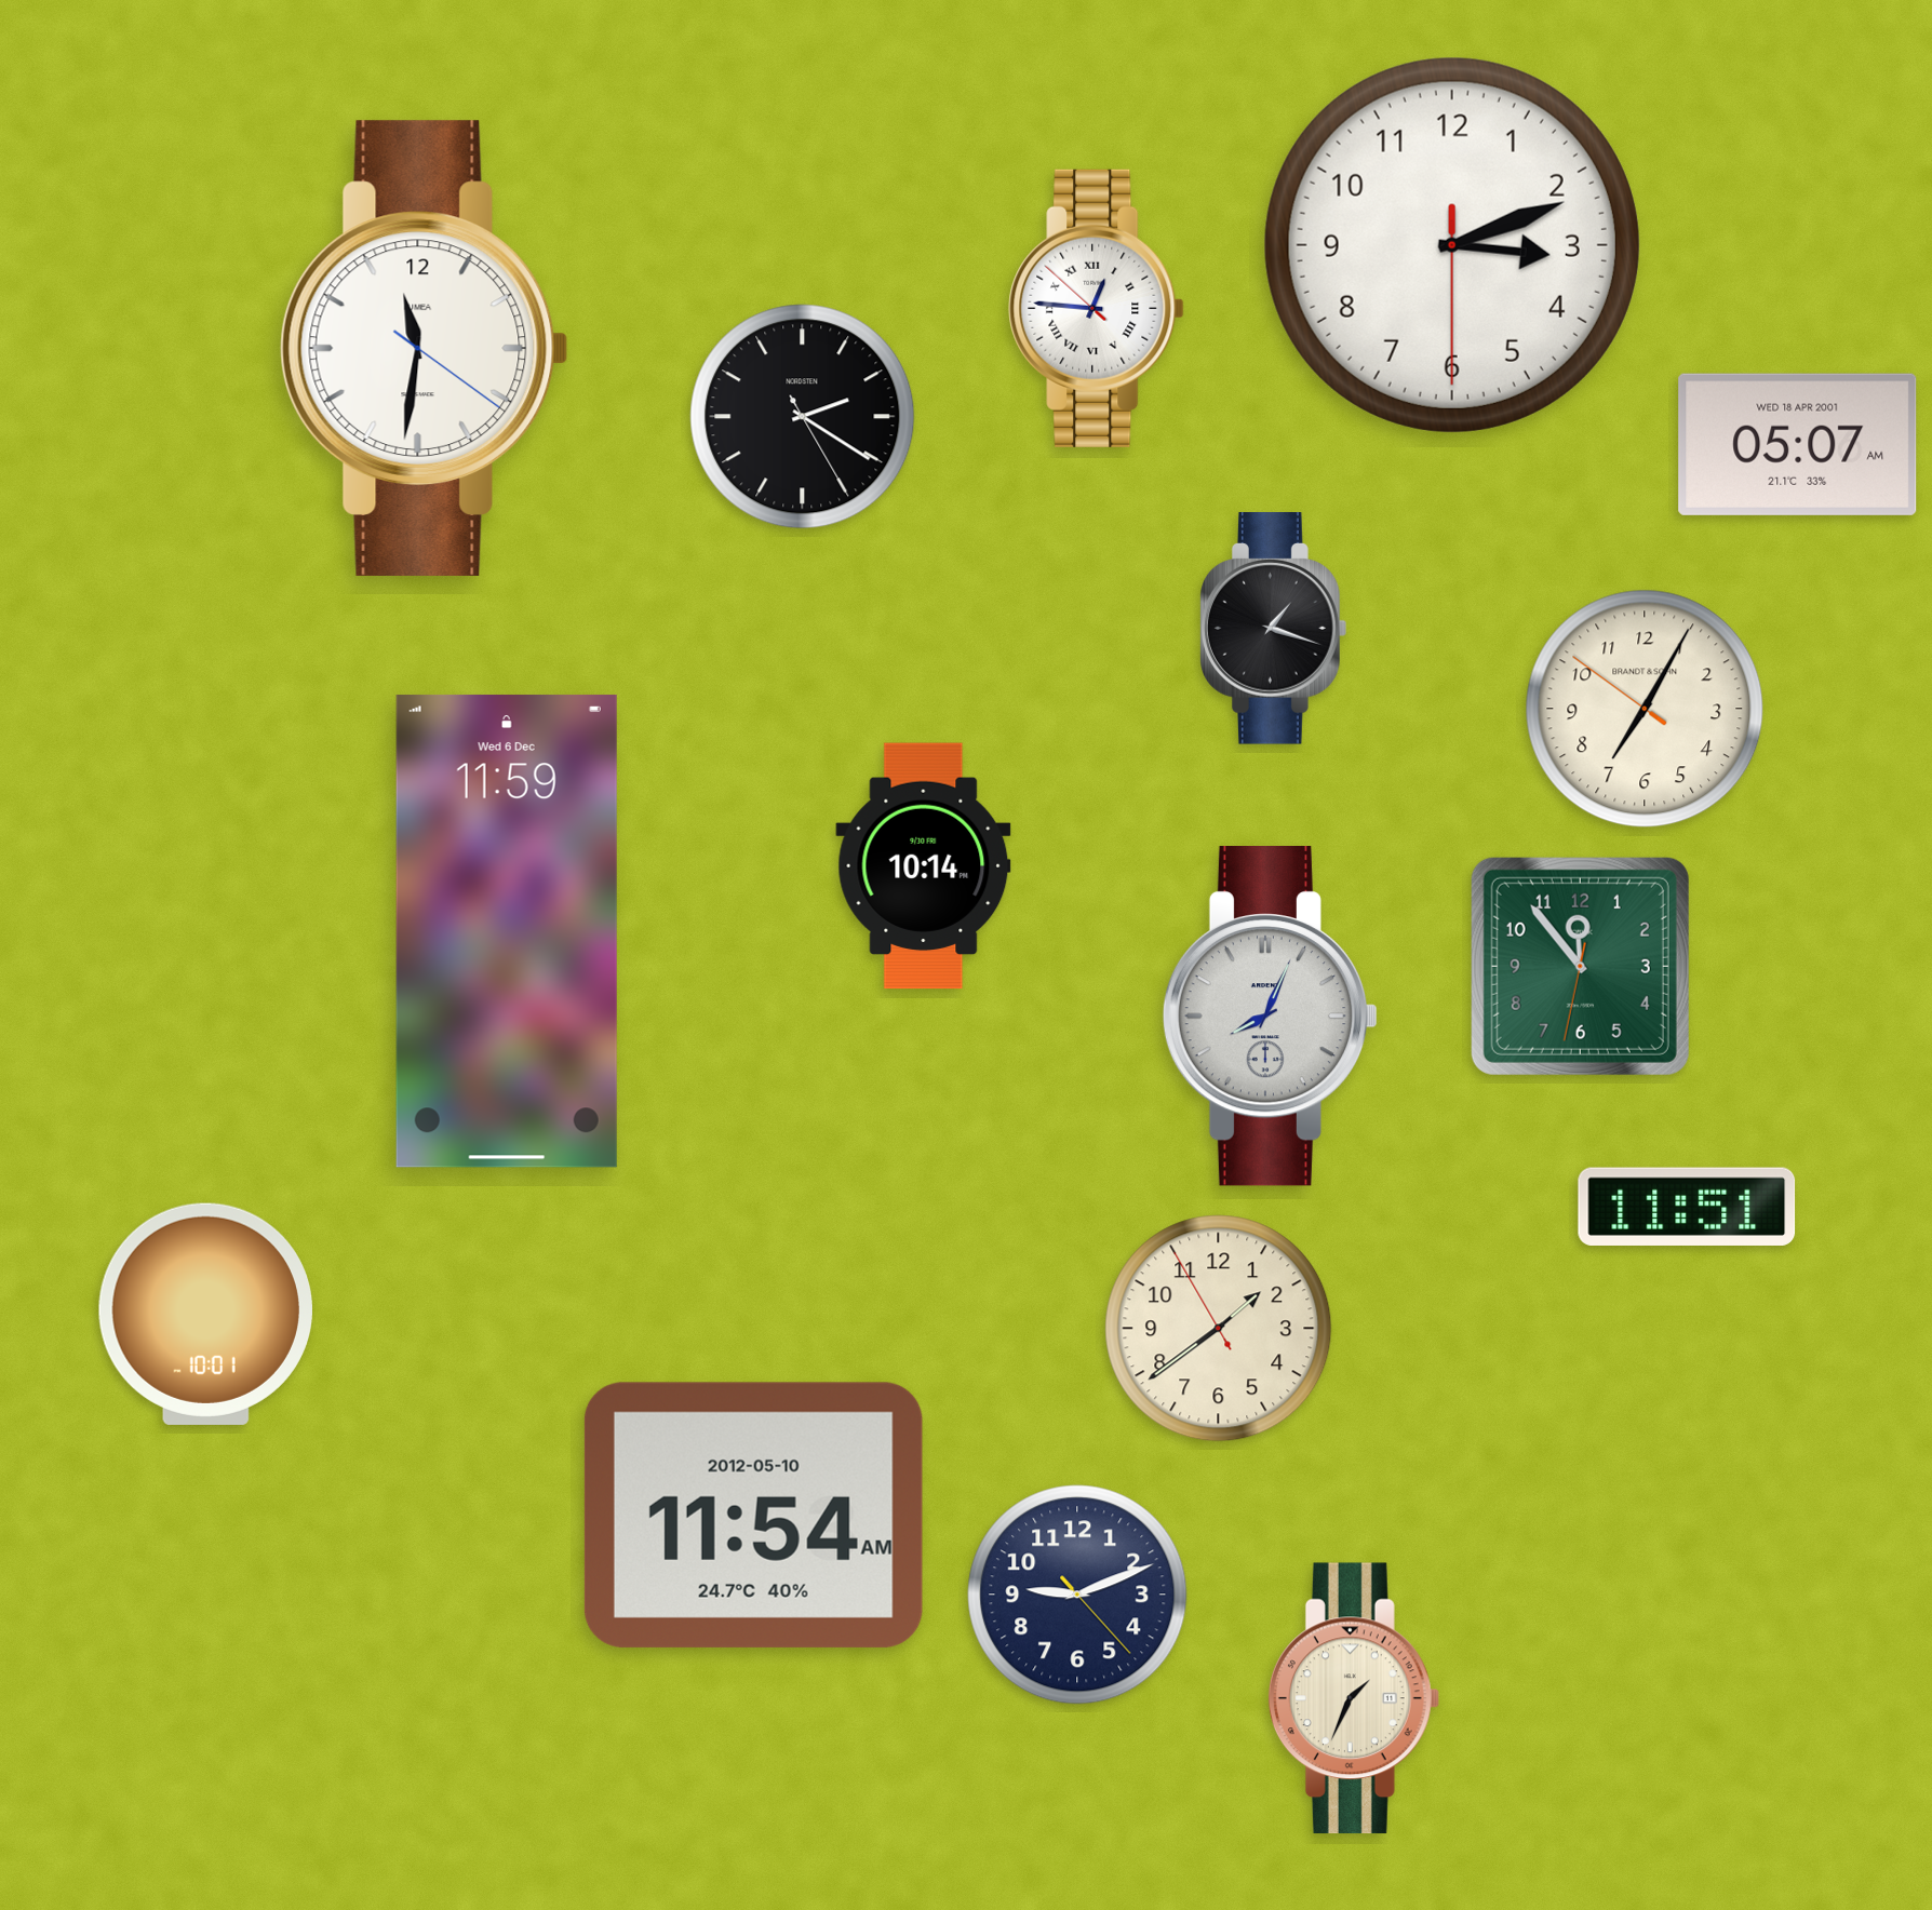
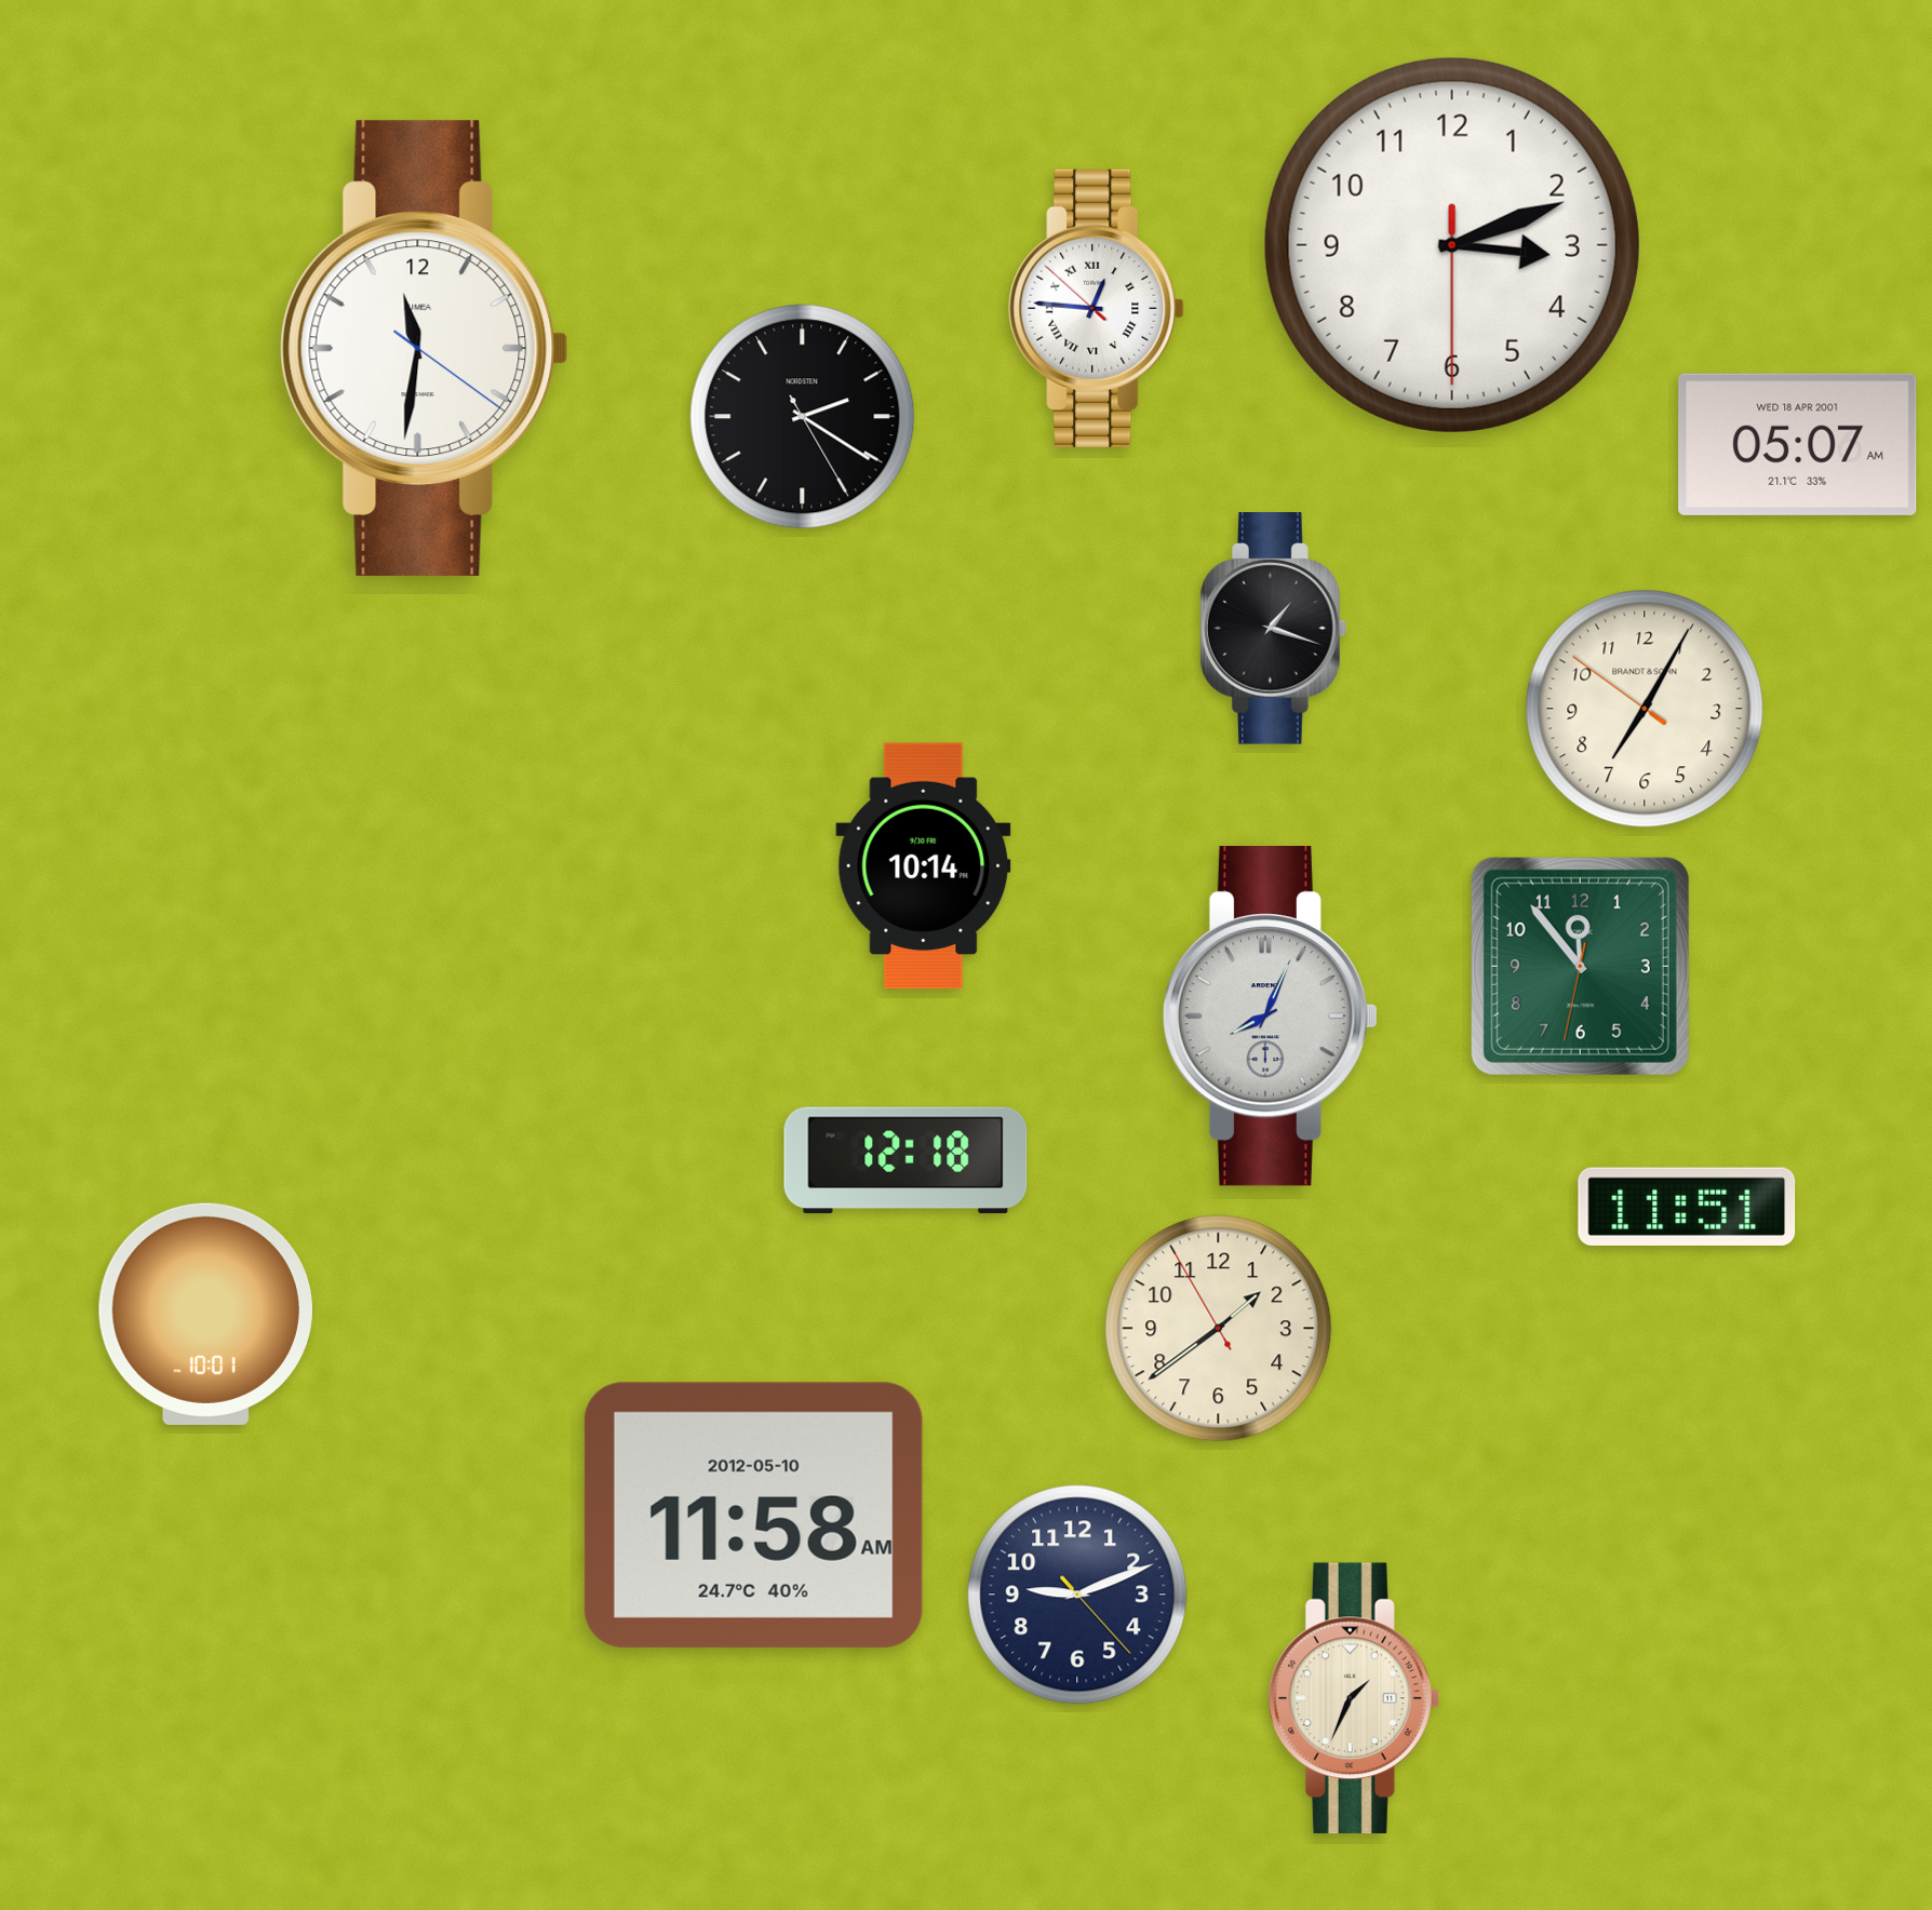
clock at (507, 931): 11:59 -> none
clock at (905, 1160): none -> 12:18
clock at (753, 1515): 11:54 -> 11:58
